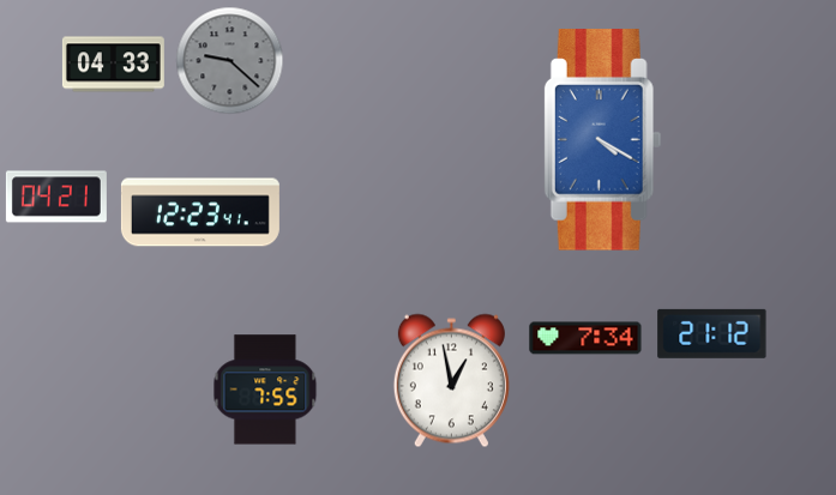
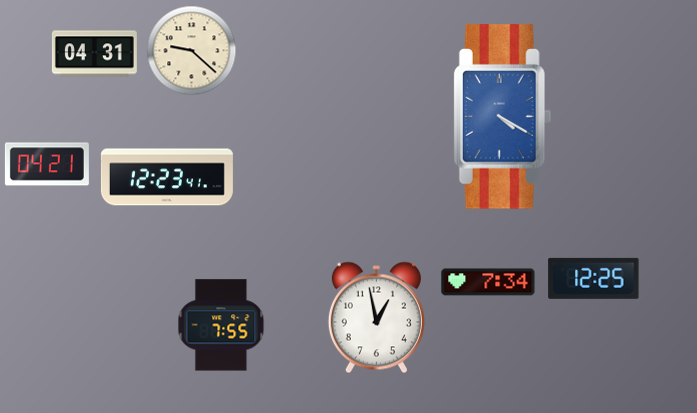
clock at (230, 61) dial: grey -> cream
clock at (113, 65): 04:33 -> 04:31
clock at (712, 333): 21:12 -> 12:25
